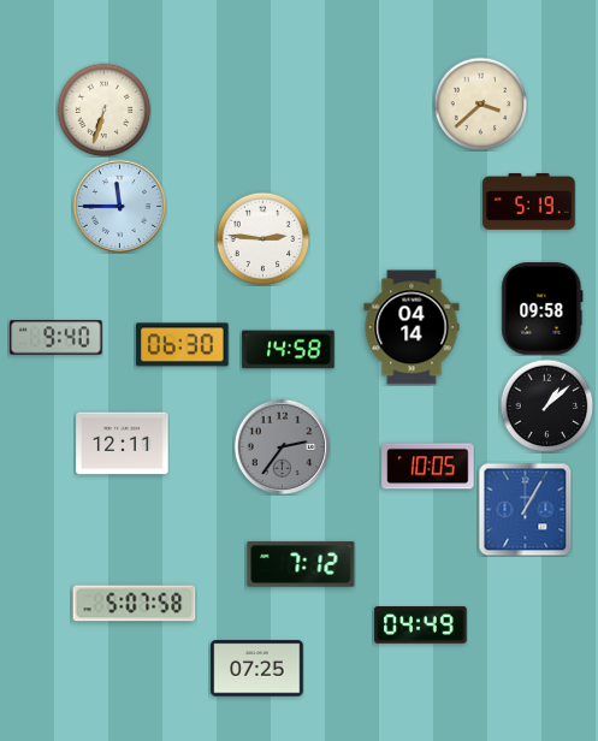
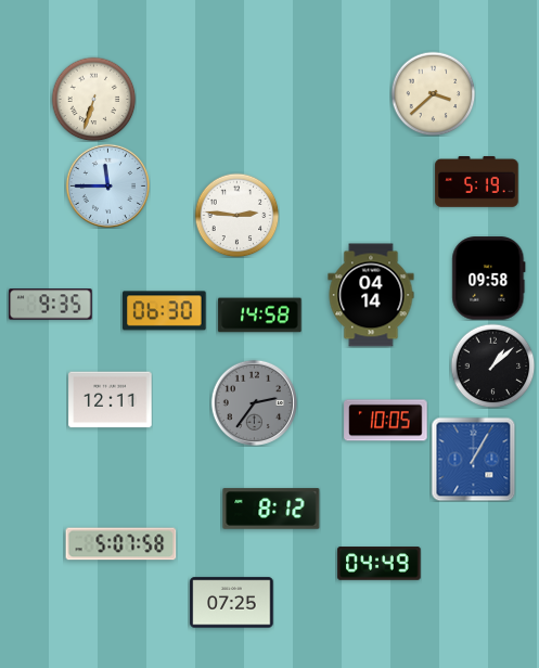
clock at (57, 338): 9:40 -> 9:35
clock at (301, 564): 7:12 -> 8:12
